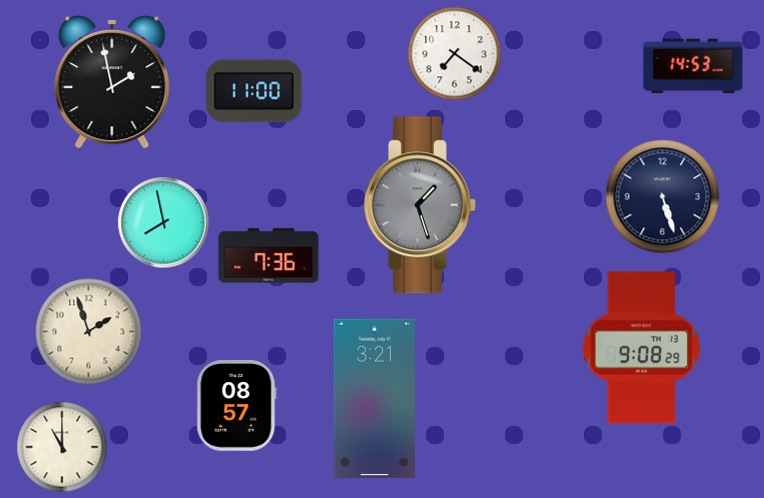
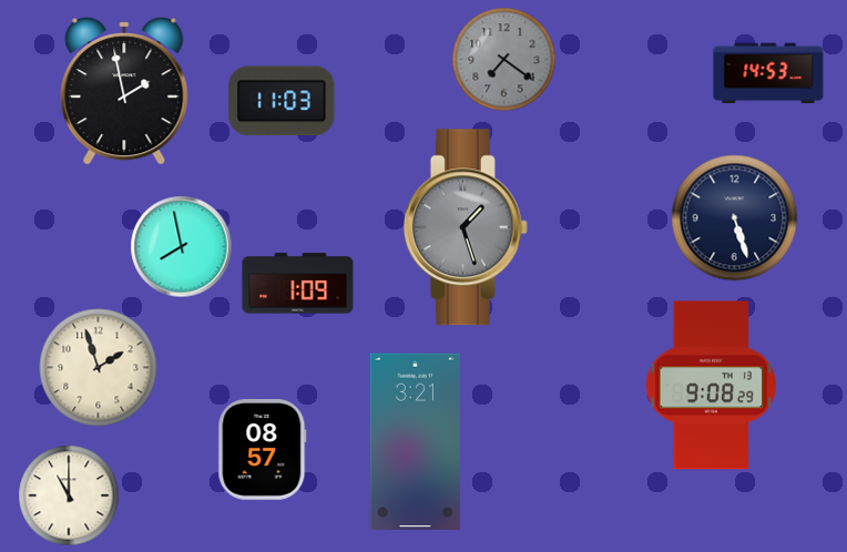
clock at (455, 54) dial: white -> grey
clock at (254, 91): 11:00 -> 11:03
clock at (269, 256): 7:36 -> 1:09
